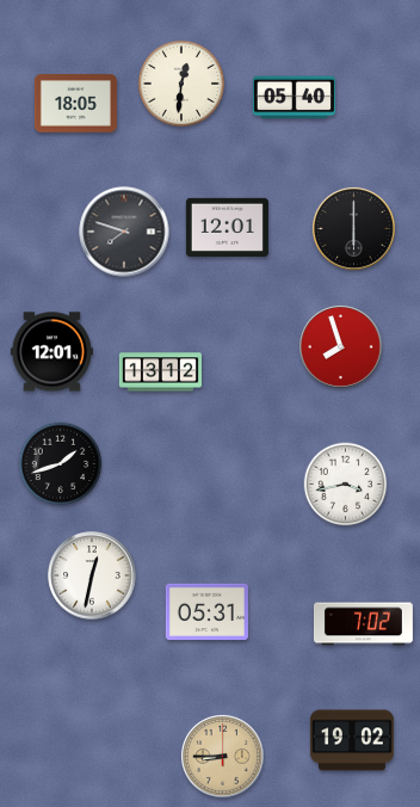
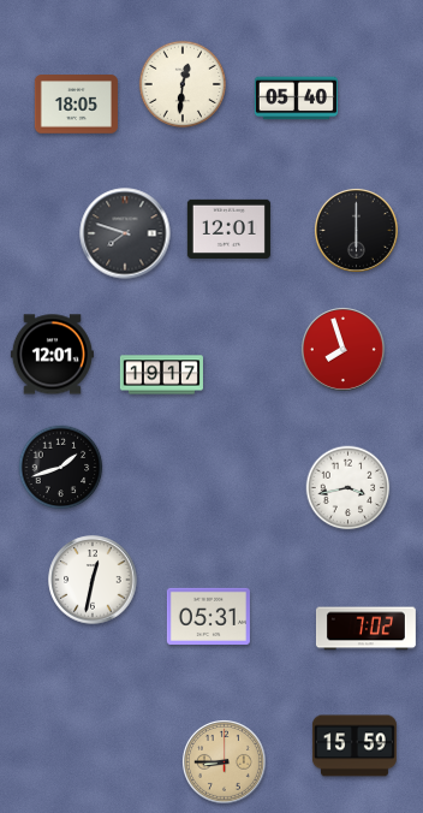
clock at (160, 372): 13:12 -> 19:17
clock at (352, 740): 19:02 -> 15:59
